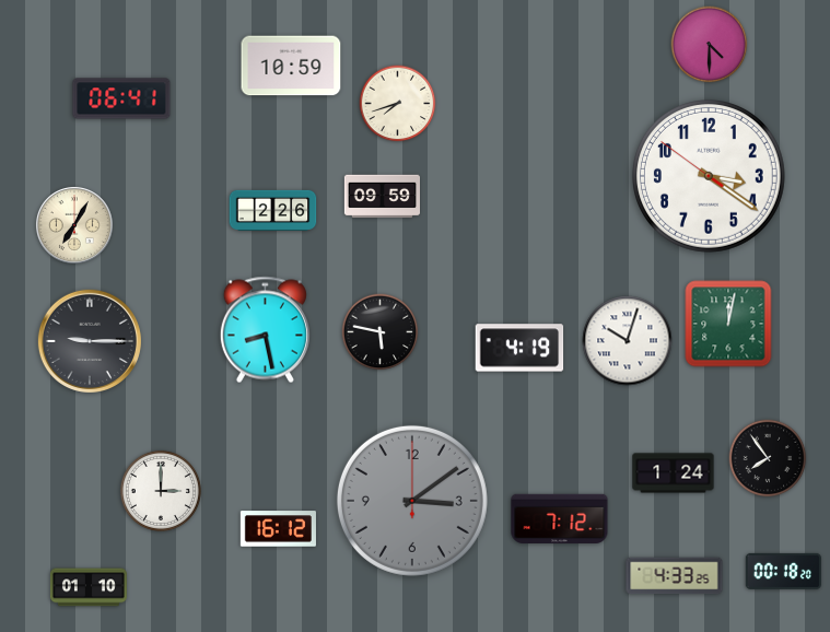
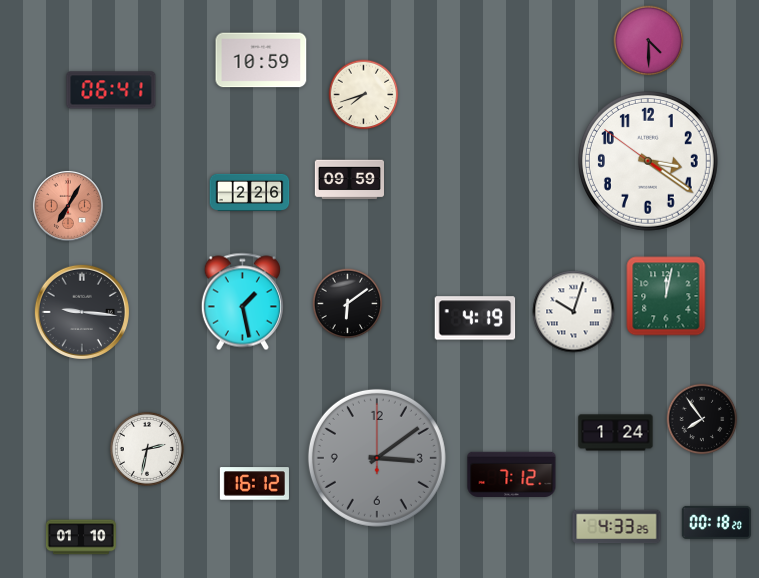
clock at (291, 66) position: (291, 66) -> (261, 60)
clock at (74, 225) dial: cream -> salmon
clock at (265, 330): 8:28 -> 1:28
clock at (381, 332): 5:47 -> 6:09
clock at (90, 341): 9:15 -> 9:16
clock at (161, 491): 3:00 -> 2:32
